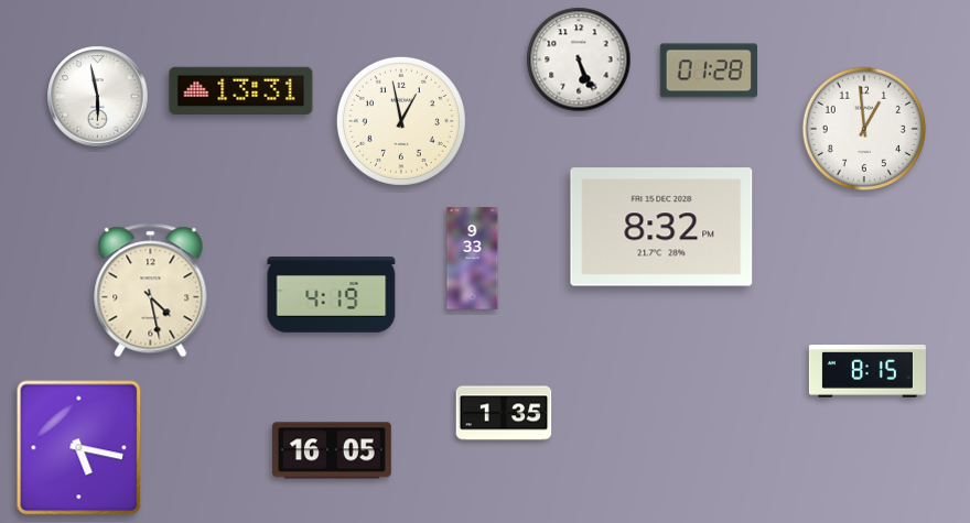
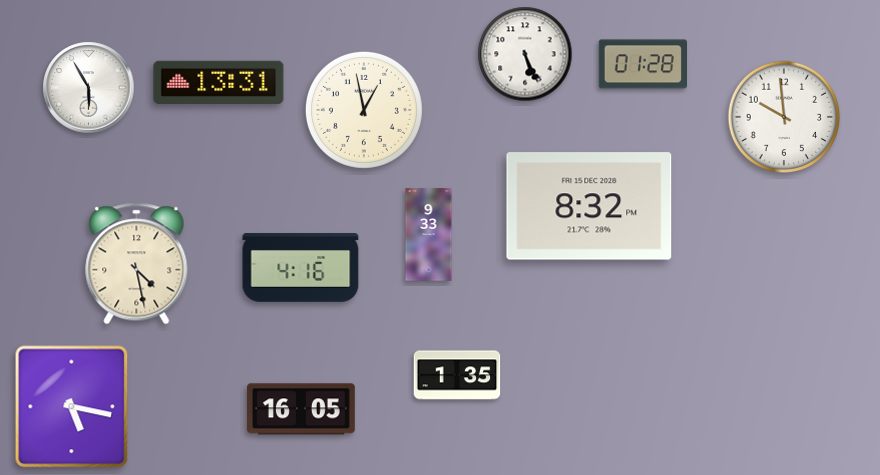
clock at (98, 97): 5:58 -> 5:55
clock at (864, 129): 12:59 -> 9:59
clock at (661, 227) position: (661, 227) -> (589, 206)
clock at (332, 295): 4:19 -> 4:16
clock at (867, 371): 8:15 -> none
